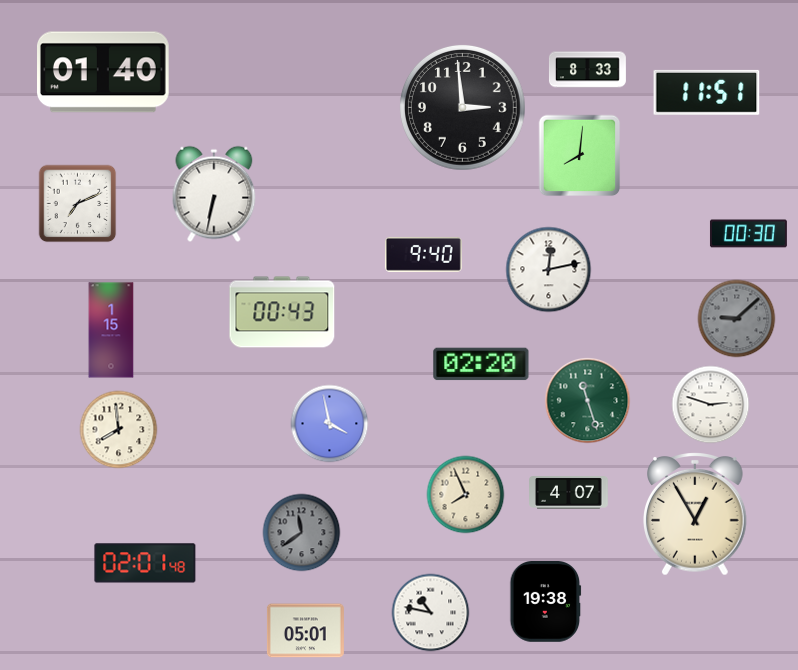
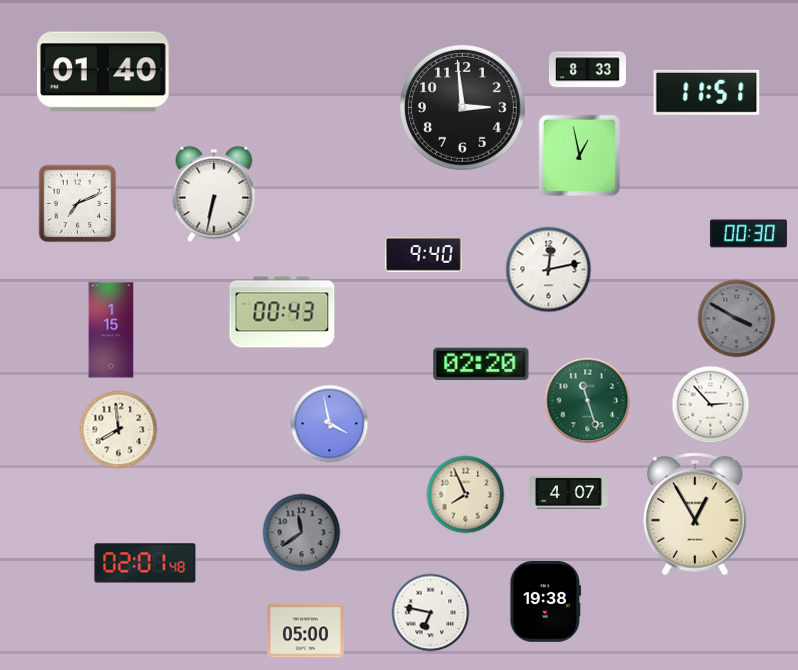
clock at (579, 155): 8:01 -> 12:58
clock at (736, 318): 9:08 -> 3:50
clock at (710, 404): 2:48 -> 2:53
clock at (430, 612): 10:47 -> 6:47
clock at (305, 631): 05:01 -> 05:00
